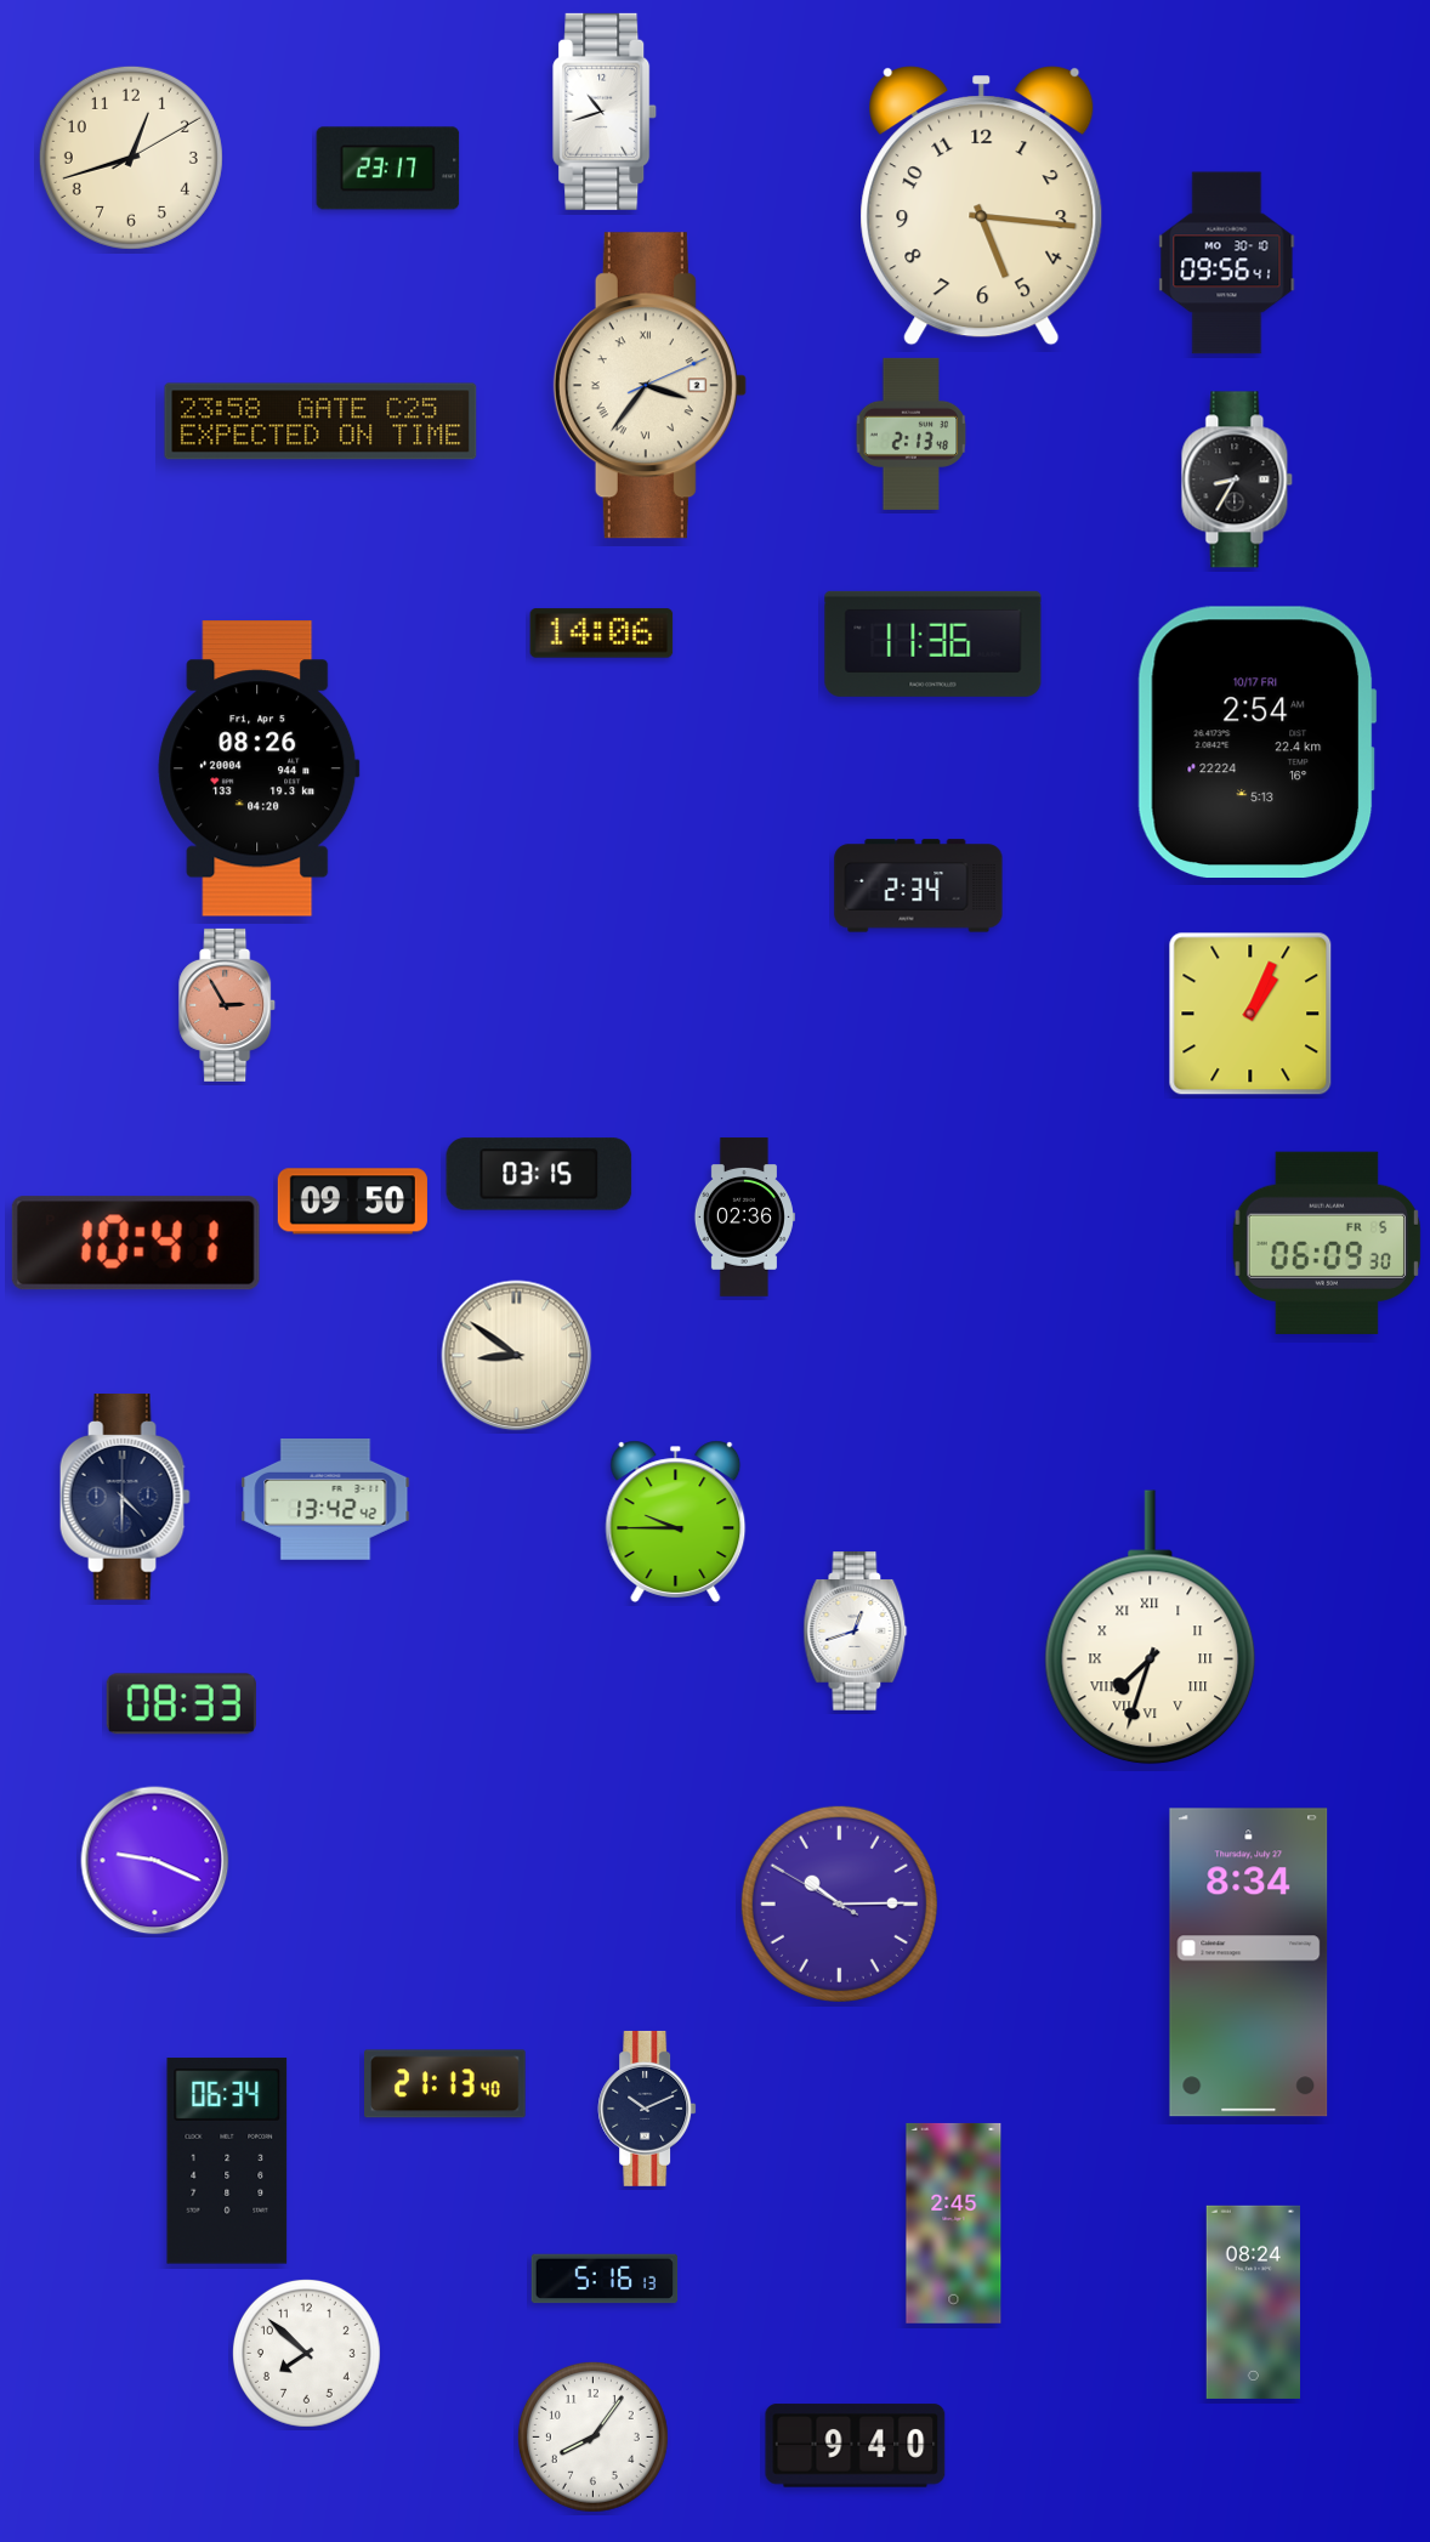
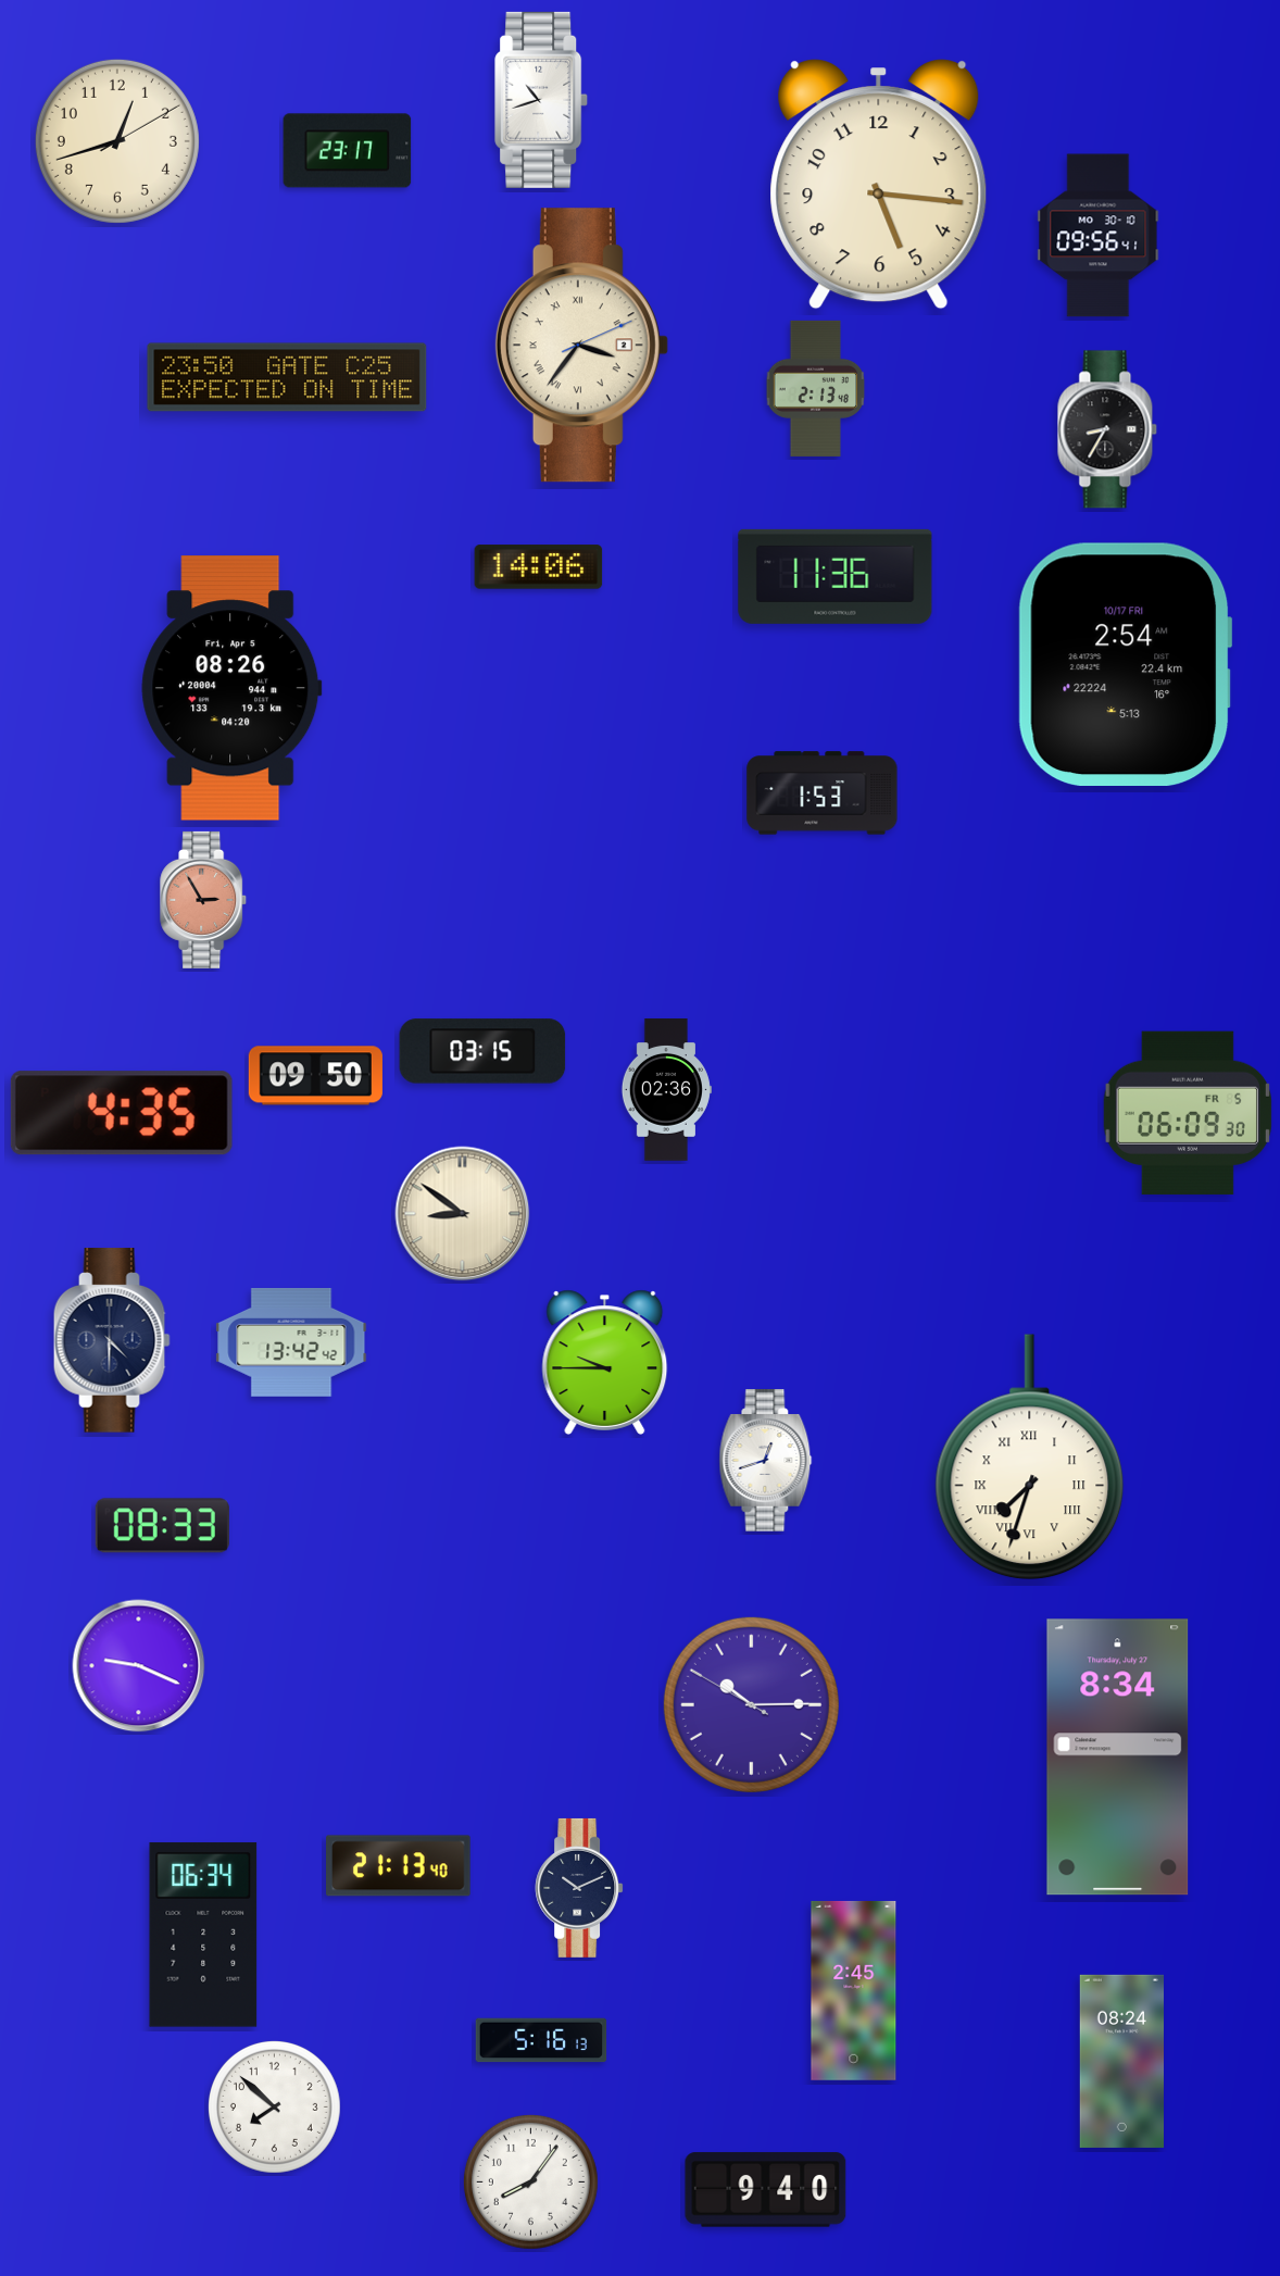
clock at (320, 421): 23:58 -> 23:50
clock at (919, 886): 2:34 -> 1:53
clock at (1250, 1014): 1:04 -> none
clock at (136, 1243): 10:41 -> 4:35
